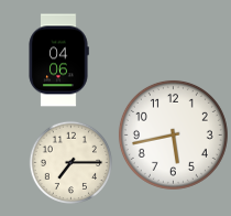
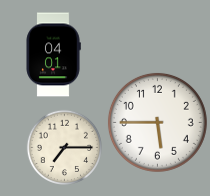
clock at (58, 61): 04:06 -> 04:01
clock at (173, 134): 5:43 -> 5:45
